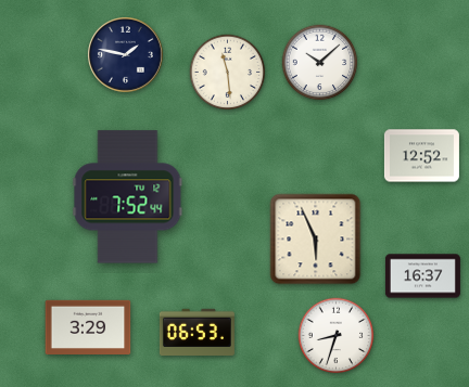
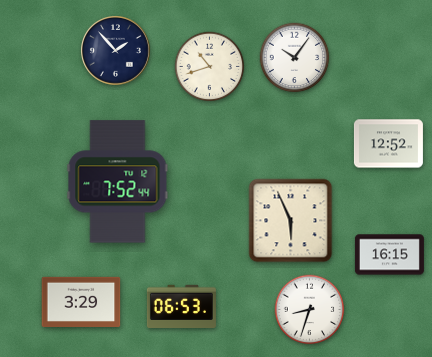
clock at (126, 55): 1:47 -> 1:53
clock at (320, 63): 10:08 -> 10:06
clock at (228, 73): 11:29 -> 10:42
clock at (422, 276): 16:37 -> 16:15
